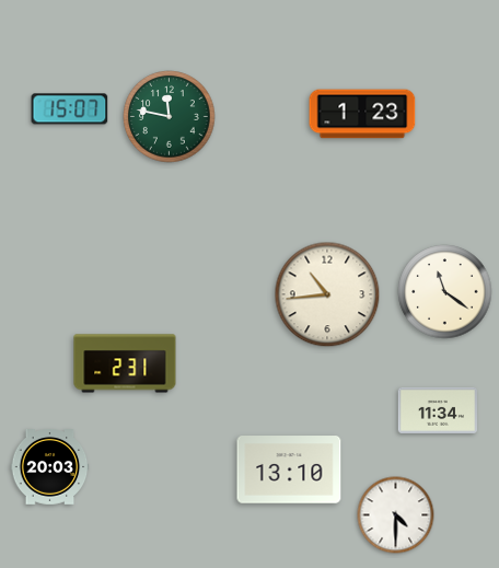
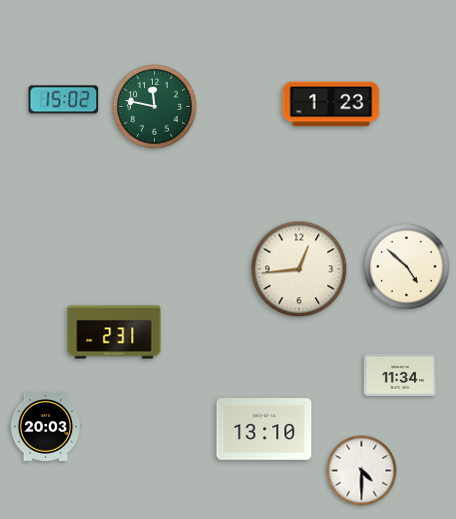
clock at (70, 109): 15:07 -> 15:02
clock at (445, 292): 11:21 -> 4:52
clock at (327, 294): 10:44 -> 12:44
